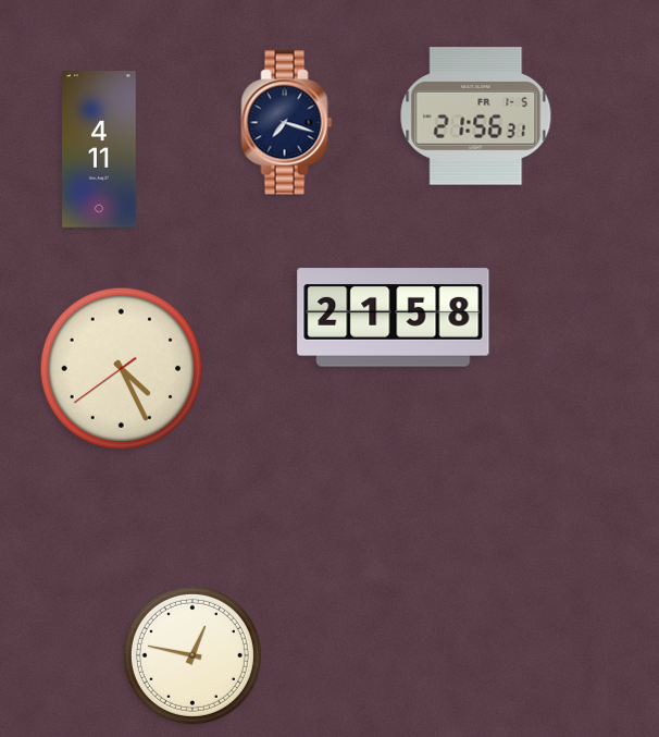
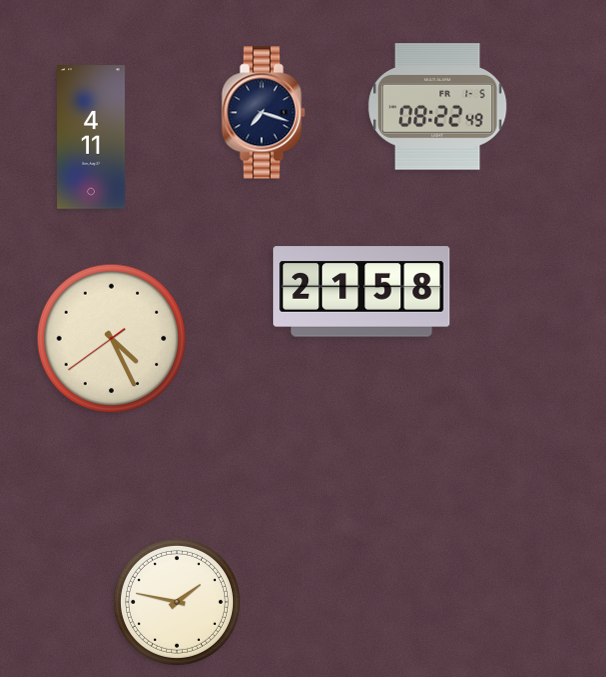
clock at (476, 116): 21:56 -> 08:22
clock at (192, 655): 12:47 -> 1:47
